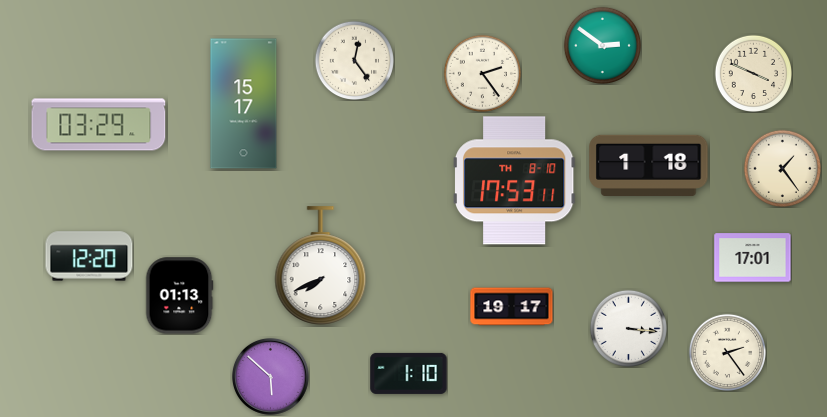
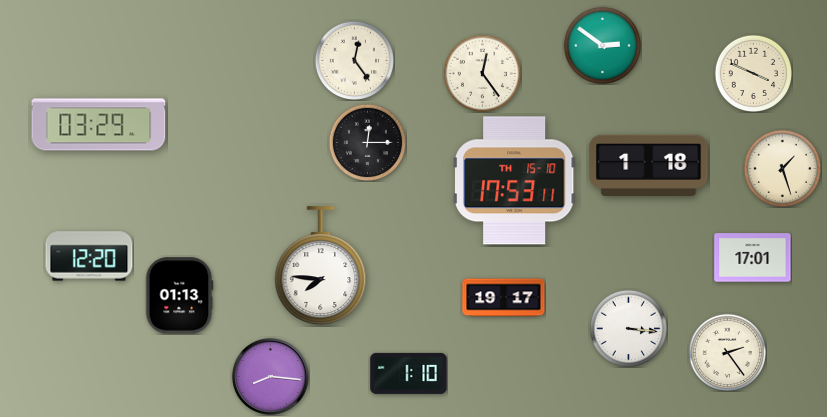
clock at (482, 73): 2:24 -> 12:24
clock at (244, 104): 15:17 -> none
clock at (367, 142): none -> 12:15
clock at (782, 168): 1:24 -> 1:27
clock at (515, 181) date: TH 8-10 -> TH 15-10
clock at (321, 266): 7:41 -> 7:46
clock at (512, 307) position: (512, 307) -> (504, 298)
clock at (270, 376): 5:52 -> 8:16
